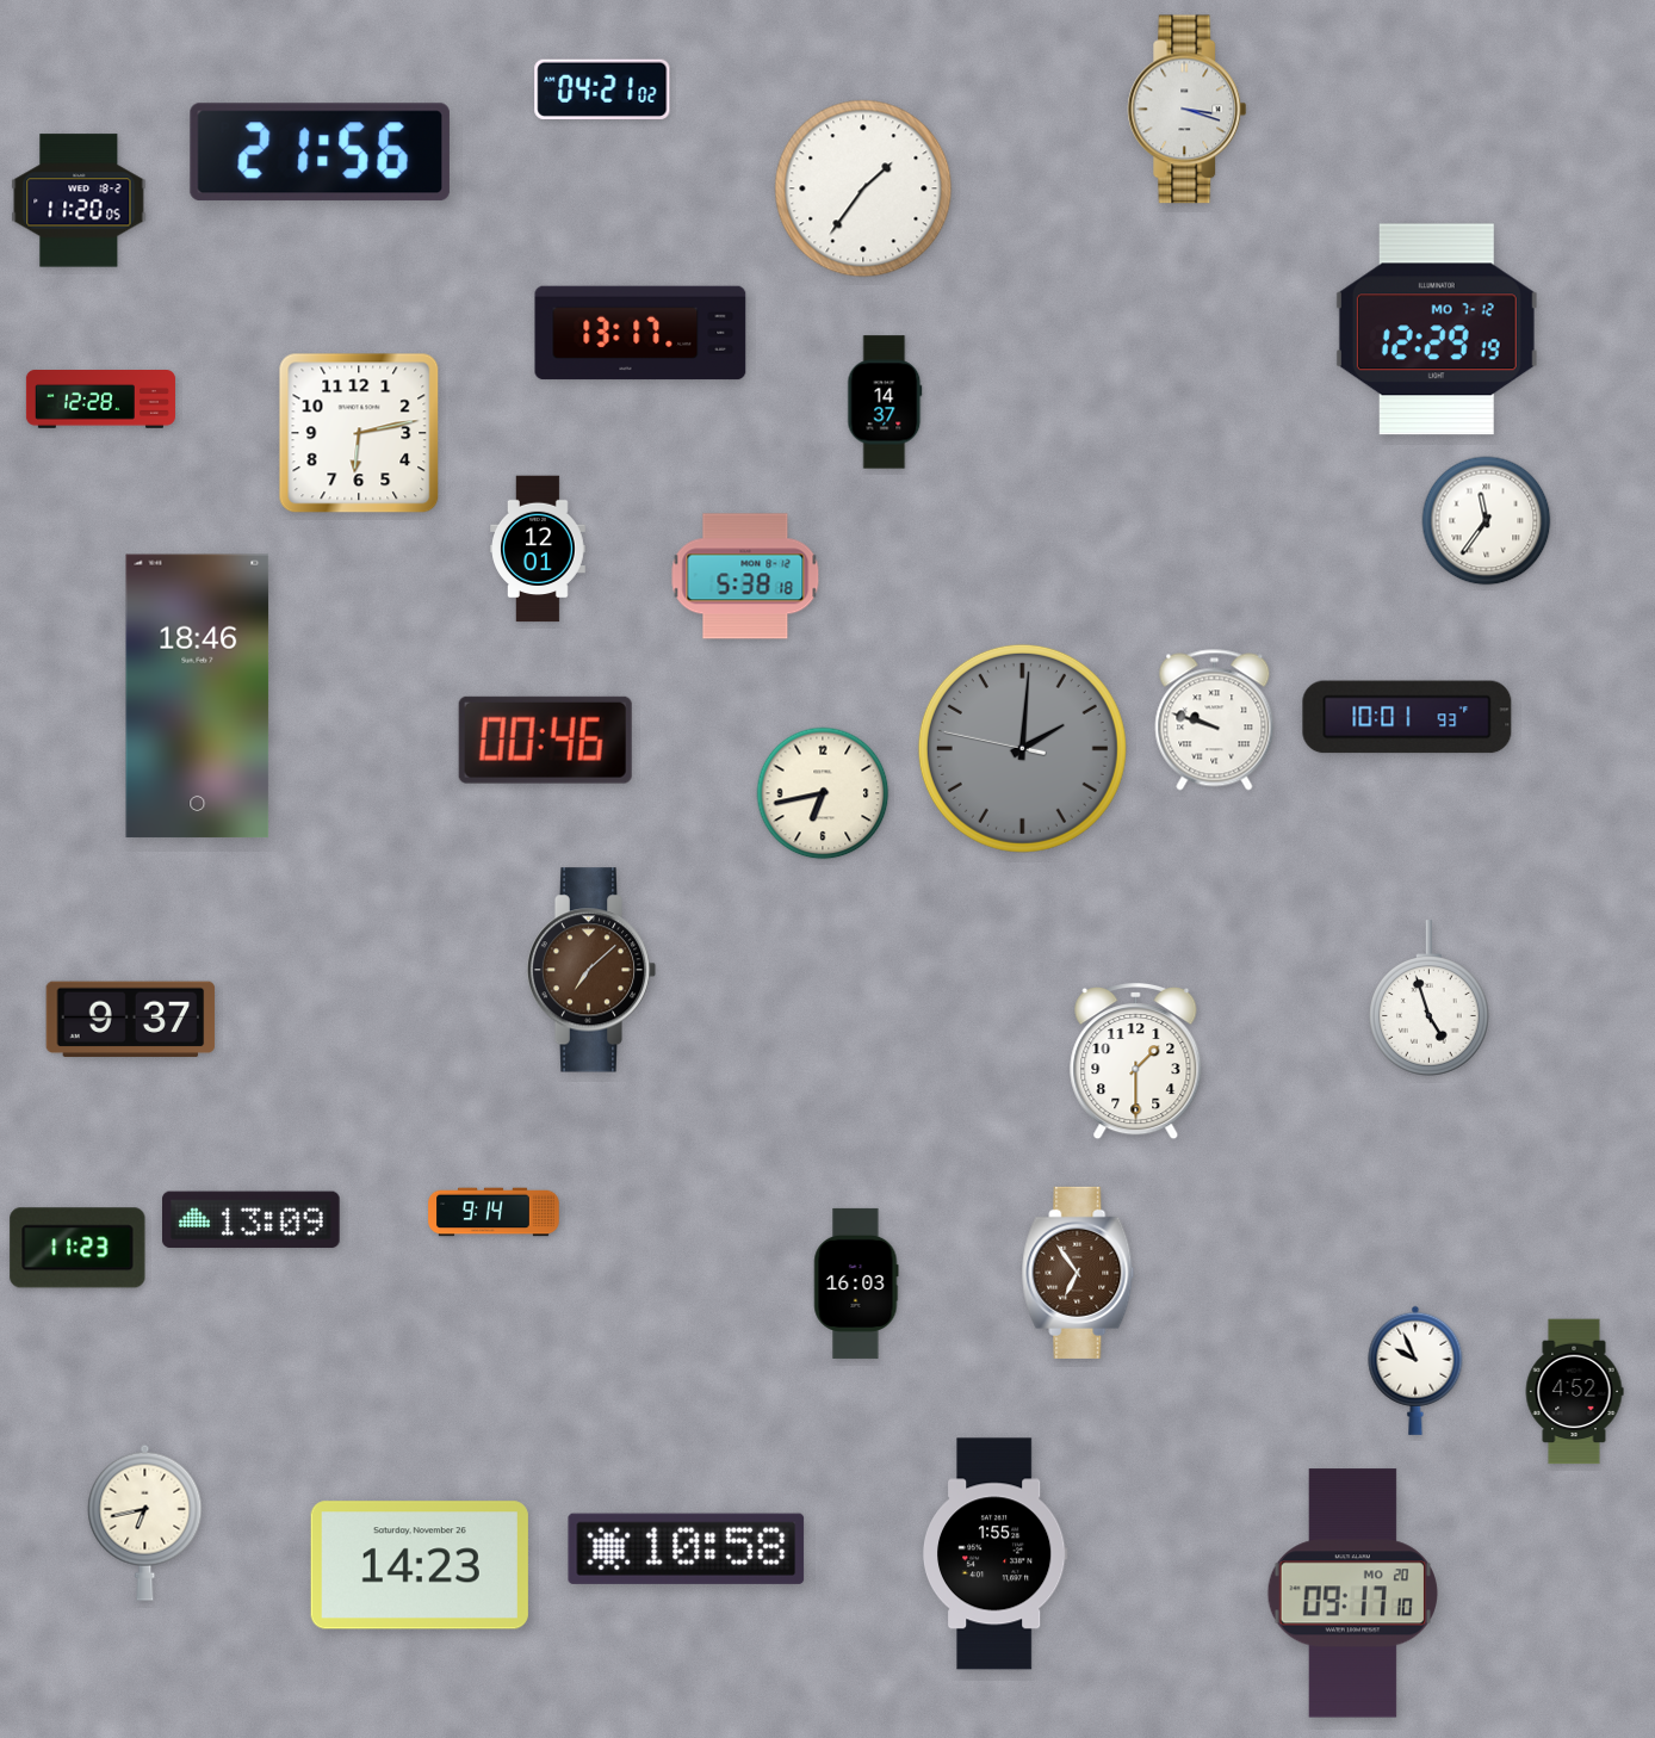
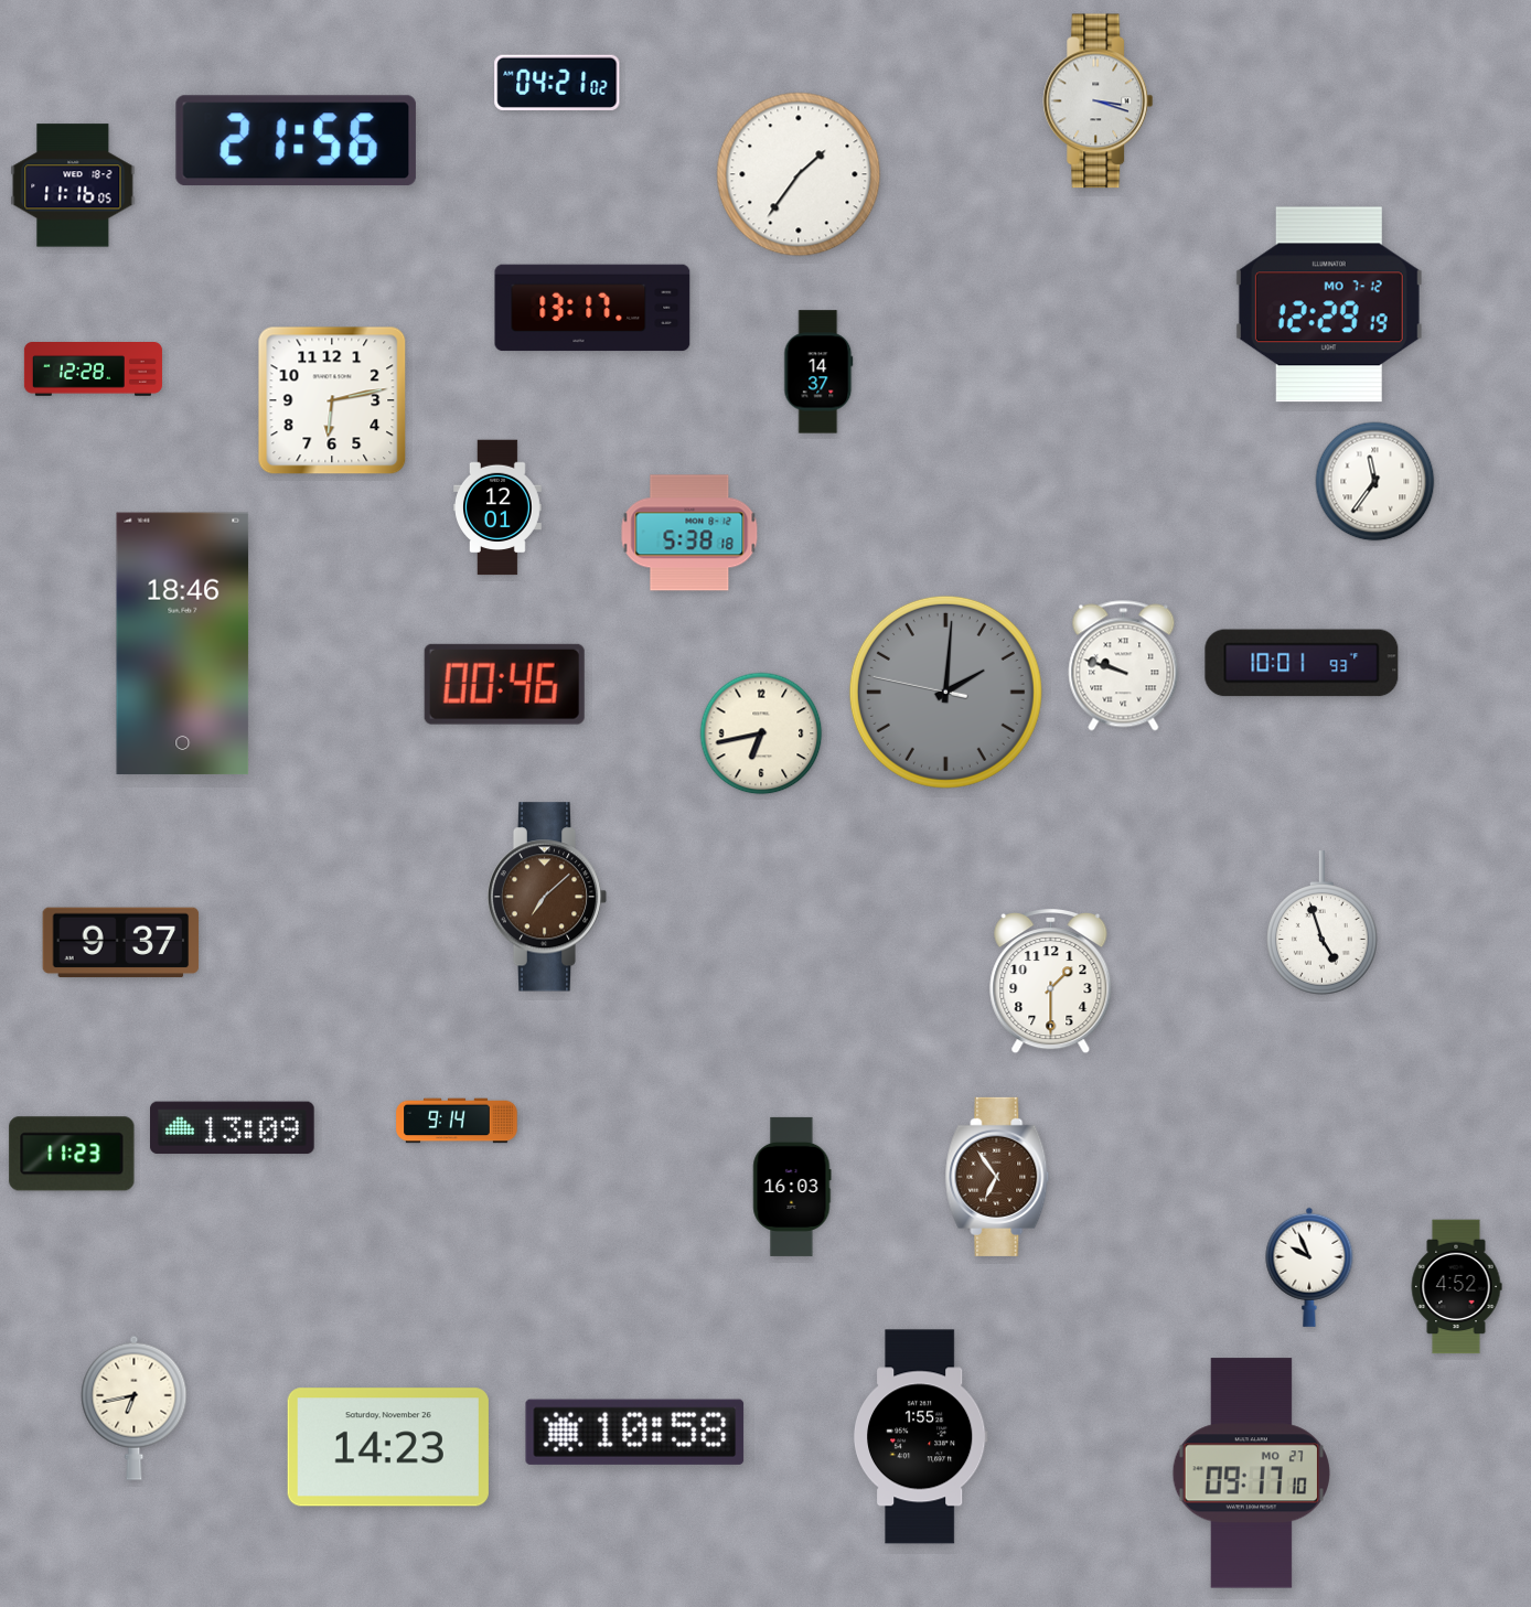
clock at (79, 200): 11:20 -> 11:16
clock at (1352, 1594) date: MO 20 -> MO 27
